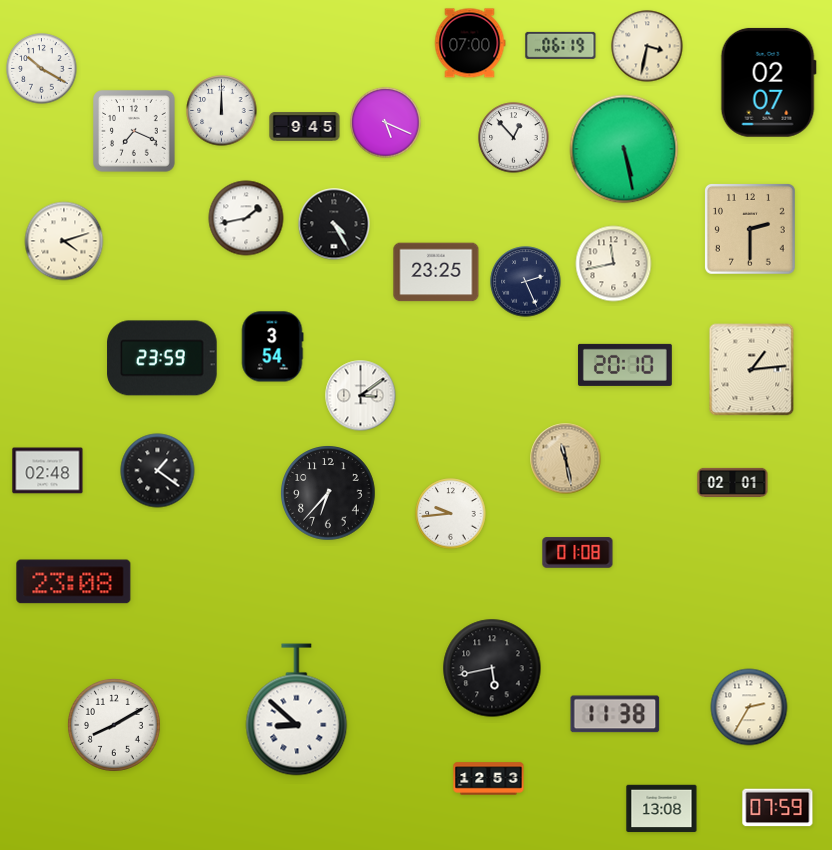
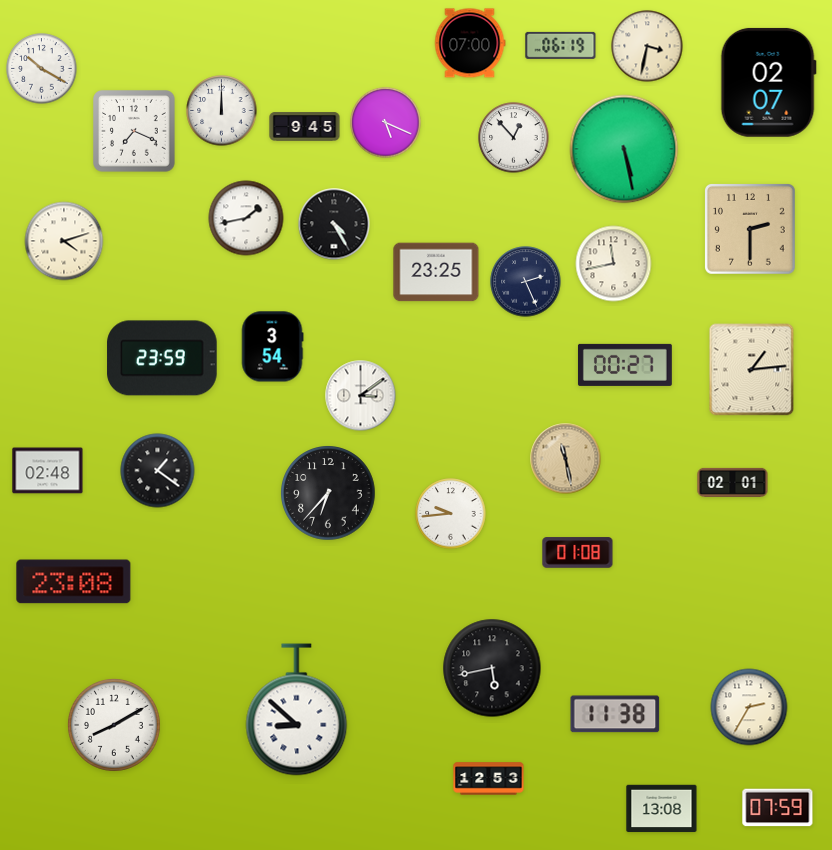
clock at (625, 365): 20:10 -> 00:27
